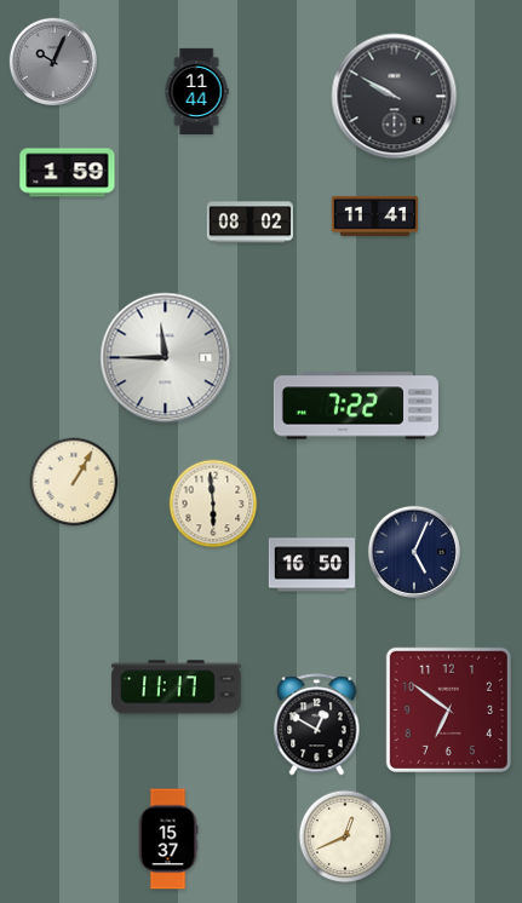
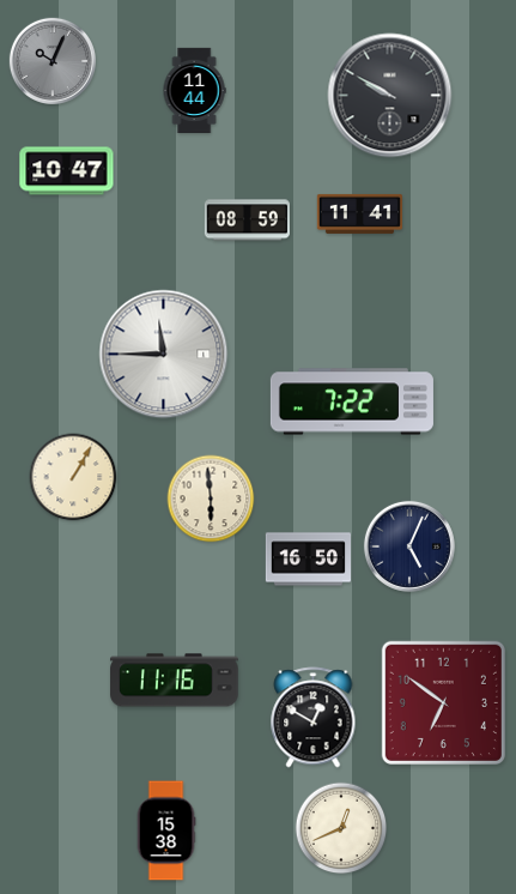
clock at (68, 173): 1:59 -> 10:47
clock at (374, 215) position: (374, 215) -> (359, 213)
clock at (249, 223): 08:02 -> 08:59
clock at (177, 688): 11:17 -> 11:16
clock at (168, 839): 15:37 -> 15:38
